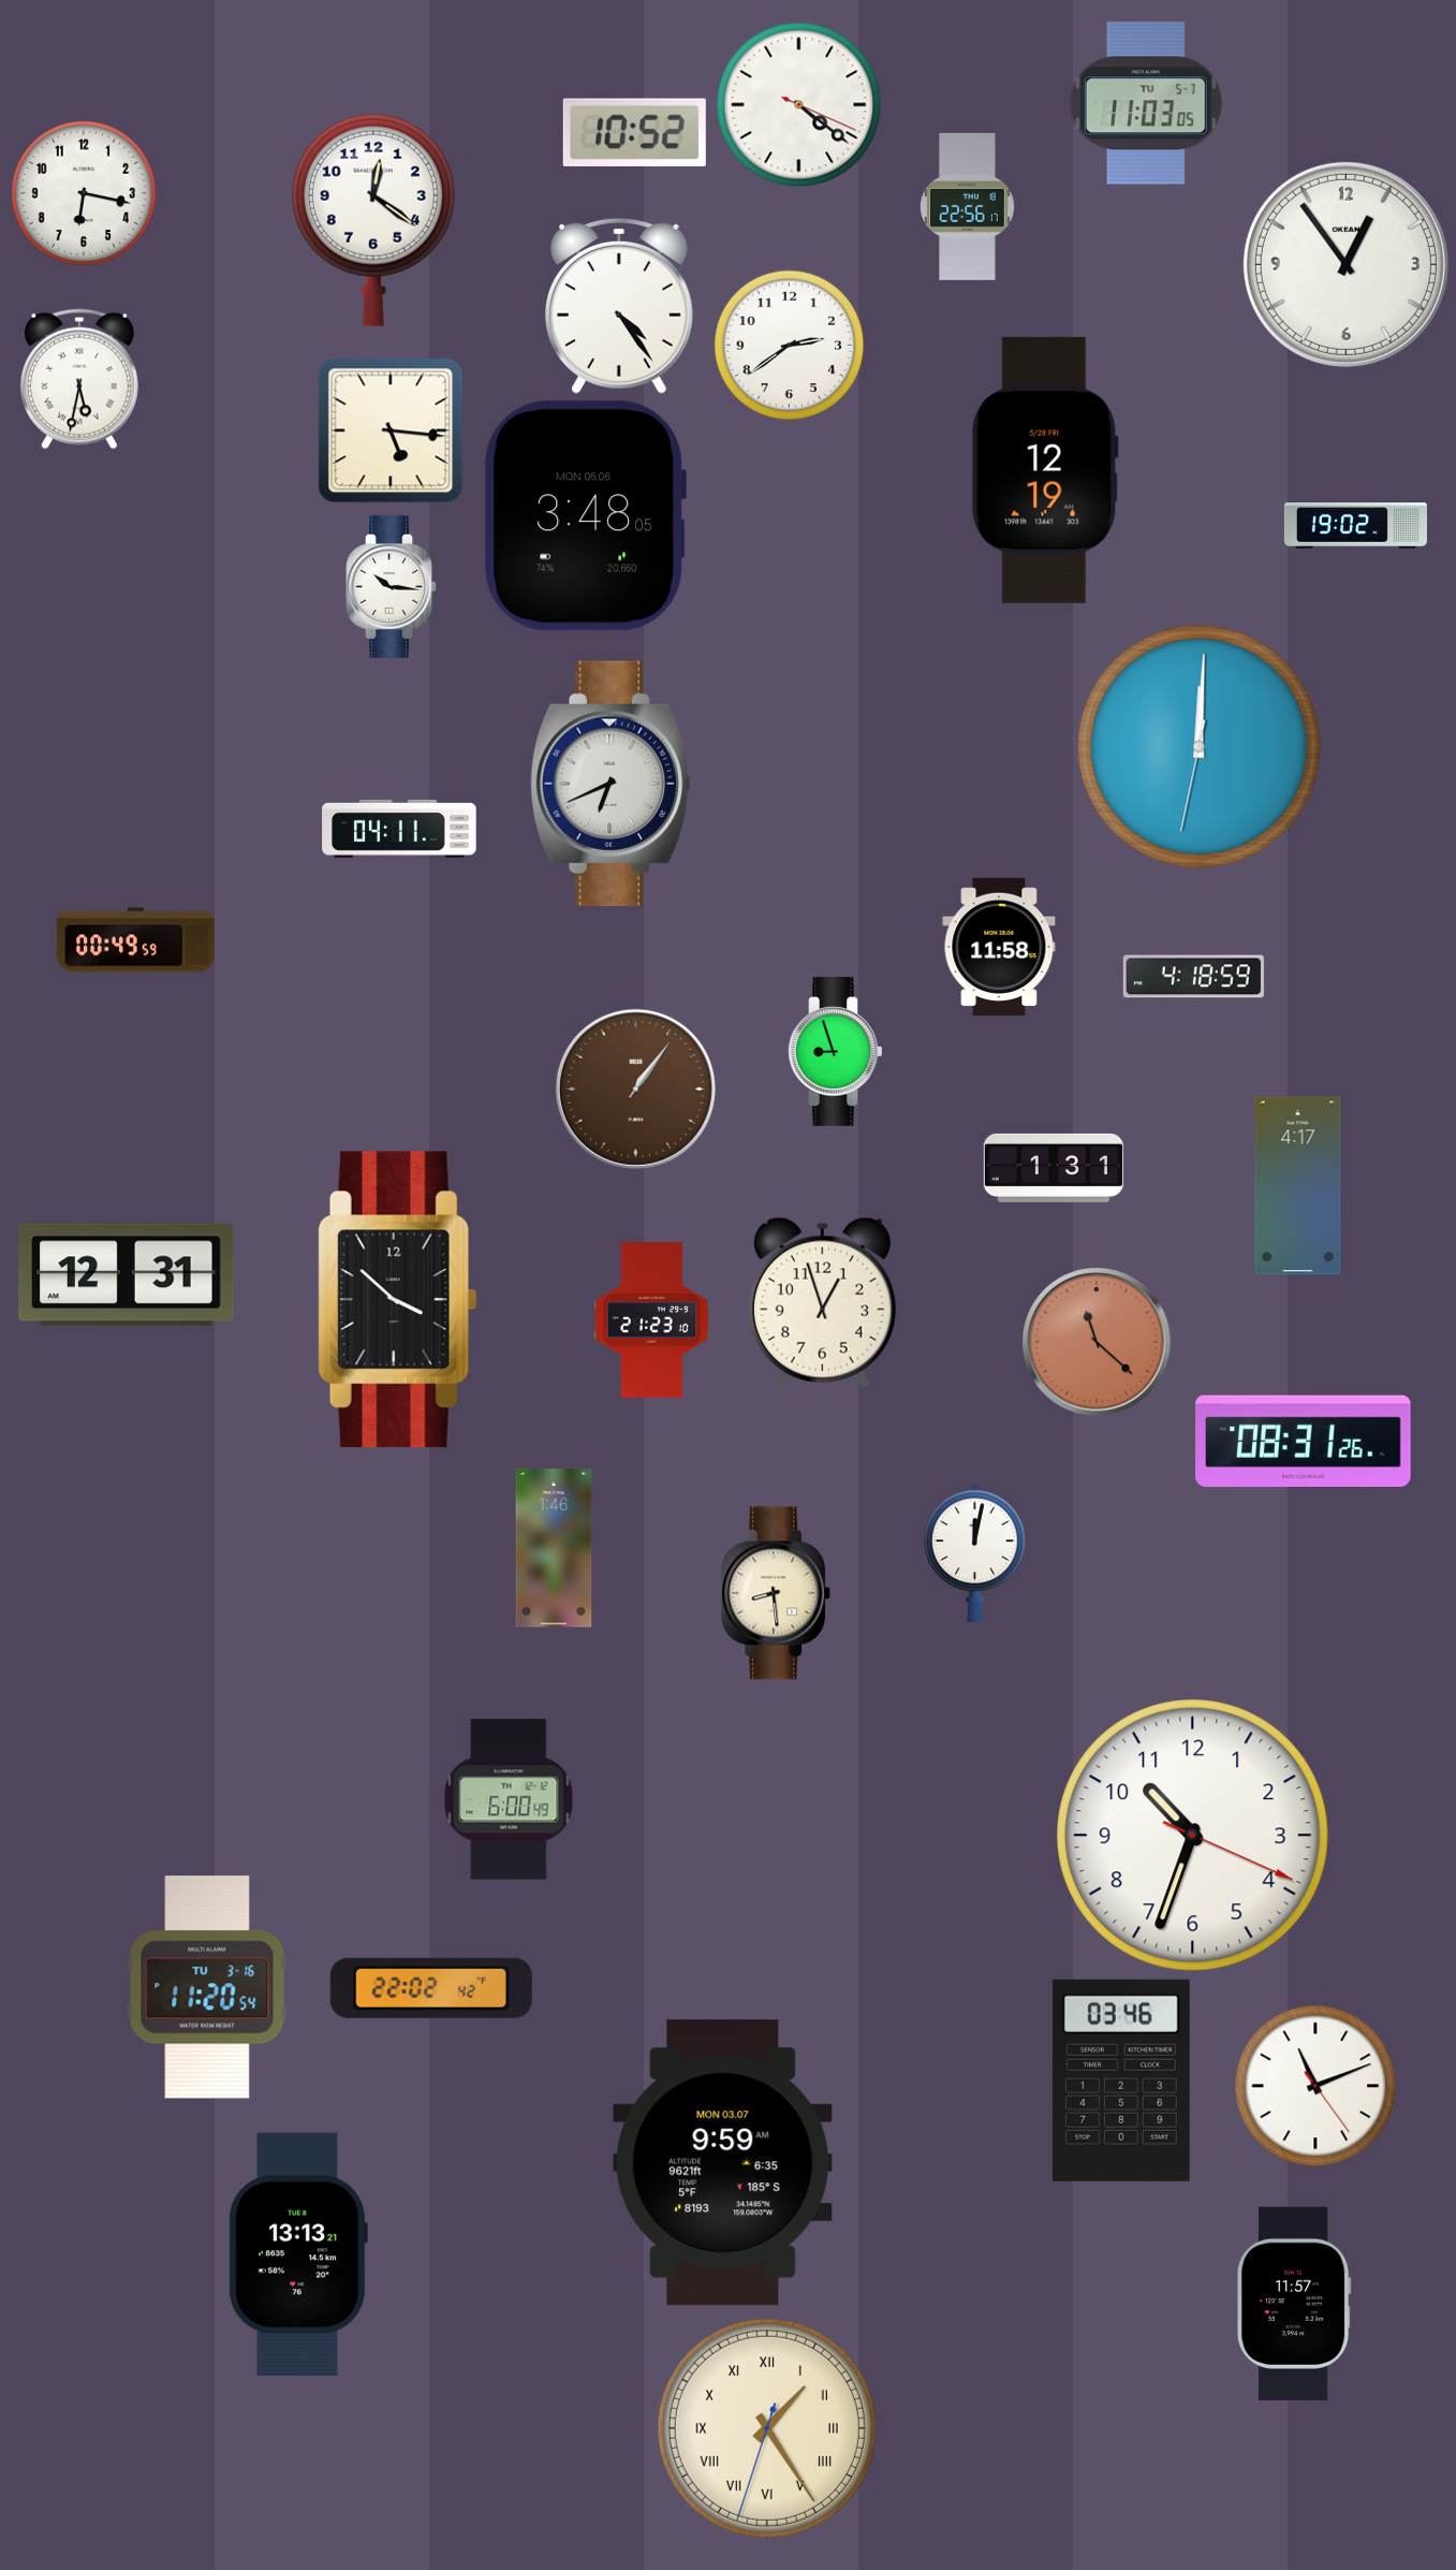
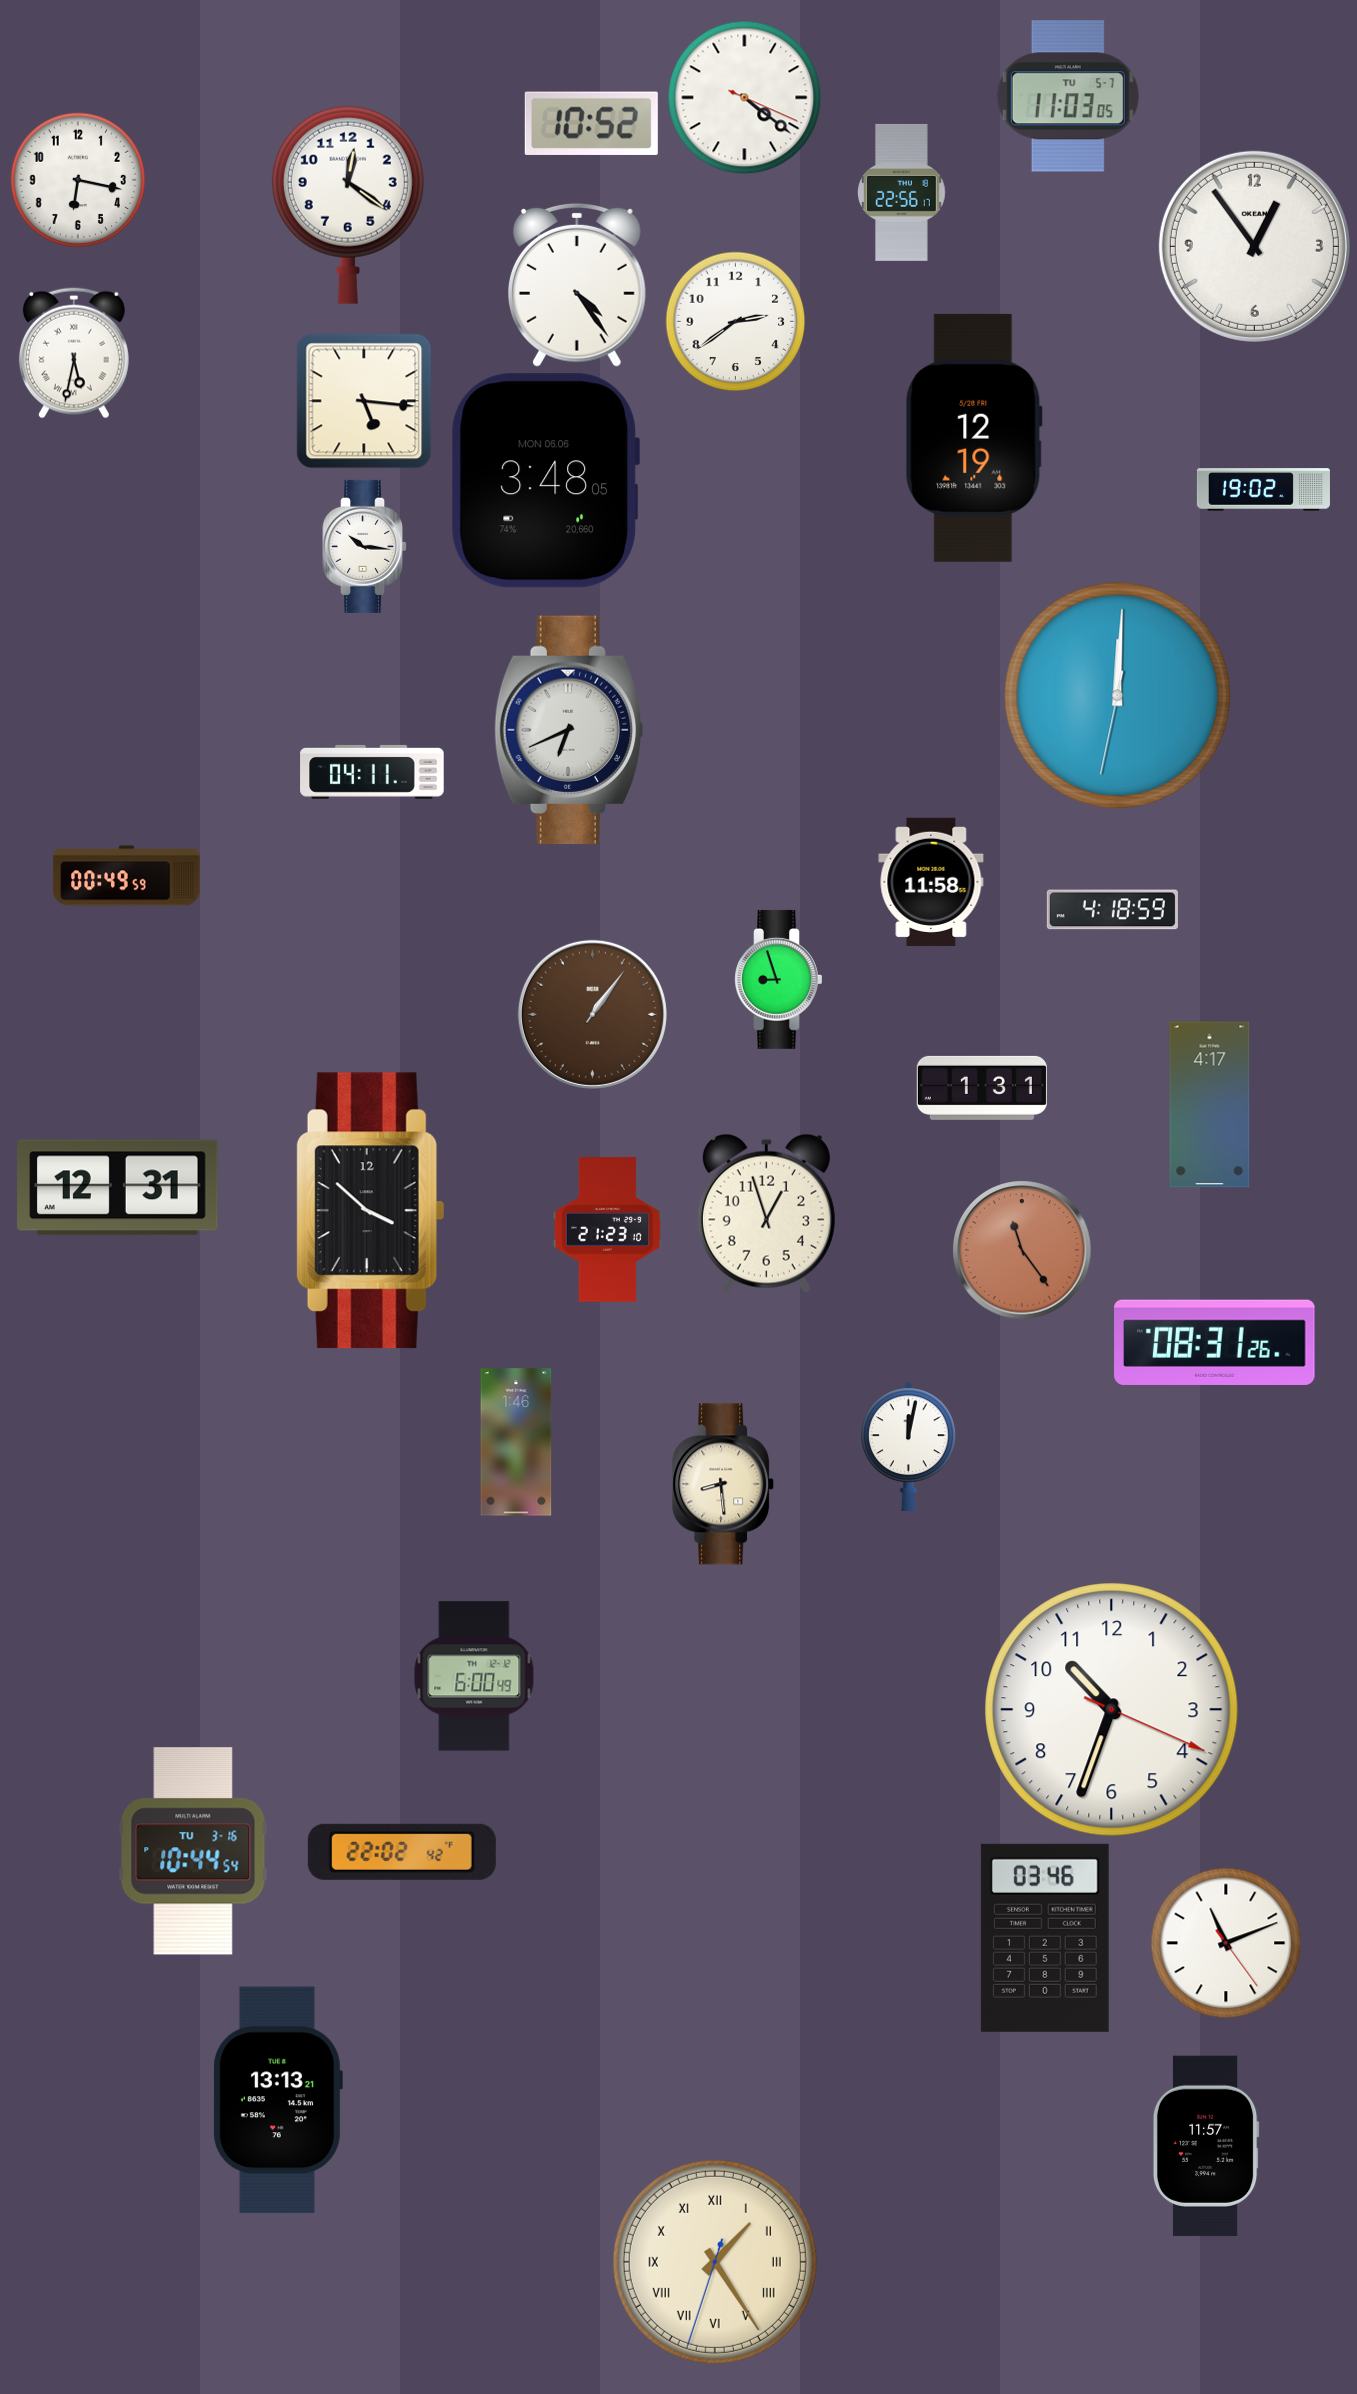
clock at (1097, 1342): 11:22 -> 11:24
clock at (207, 1987): 11:20 -> 10:44
clock at (723, 2163): 9:59 -> none
